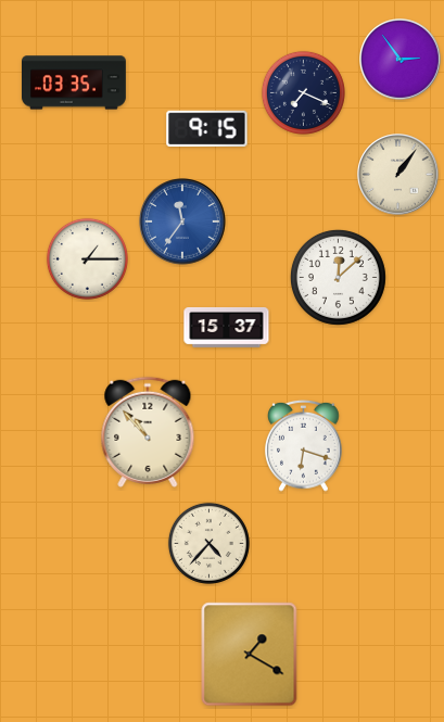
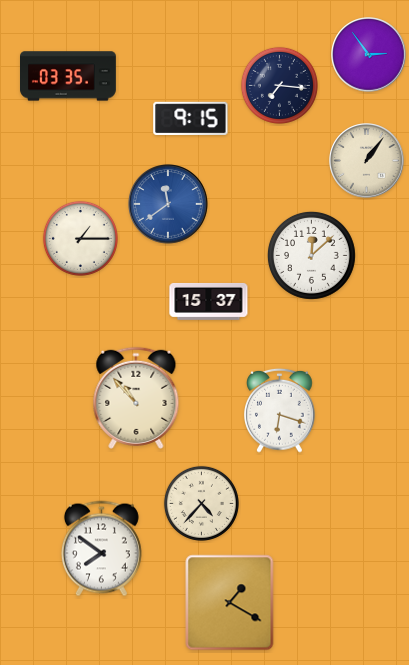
clock at (303, 92): 7:19 -> 7:16
clock at (182, 221): 11:36 -> 11:39
clock at (208, 543) position: (208, 543) -> (201, 503)
clock at (101, 549): none -> 7:51
